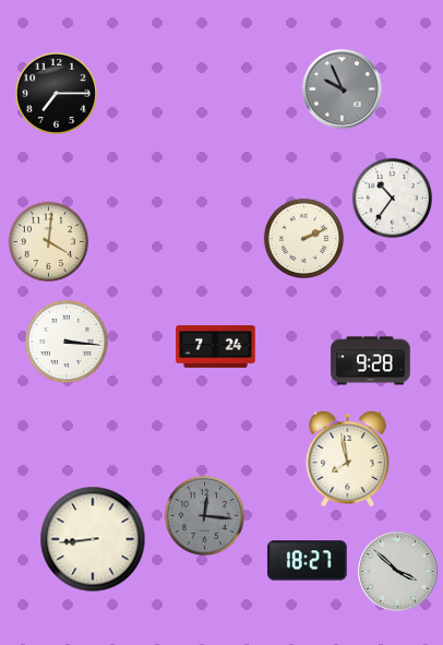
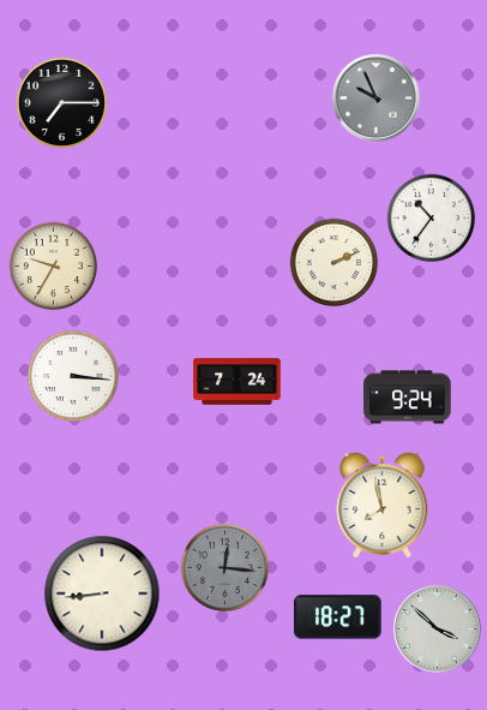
clock at (49, 242): 4:01 -> 9:35
clock at (371, 361): 9:28 -> 9:24
